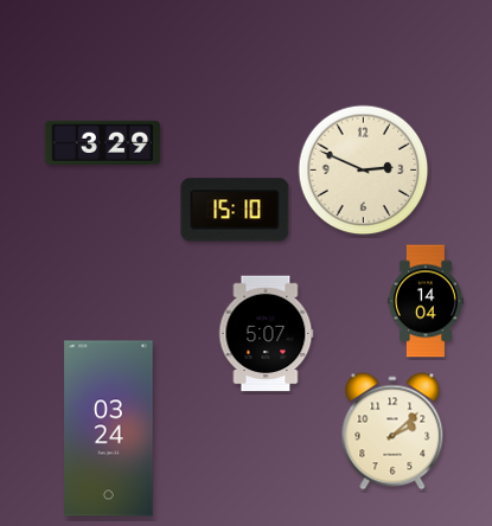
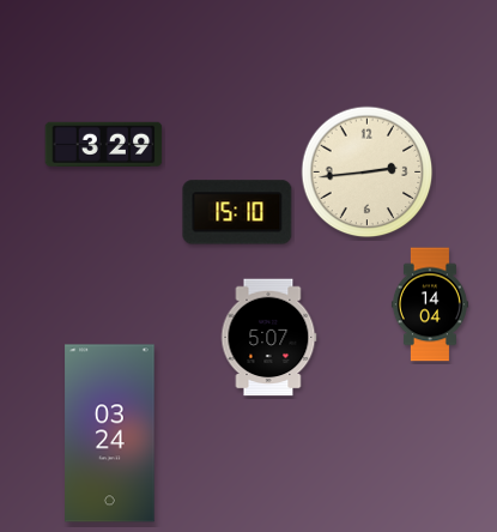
clock at (364, 171): 2:49 -> 2:44
clock at (392, 431): 2:08 -> none
